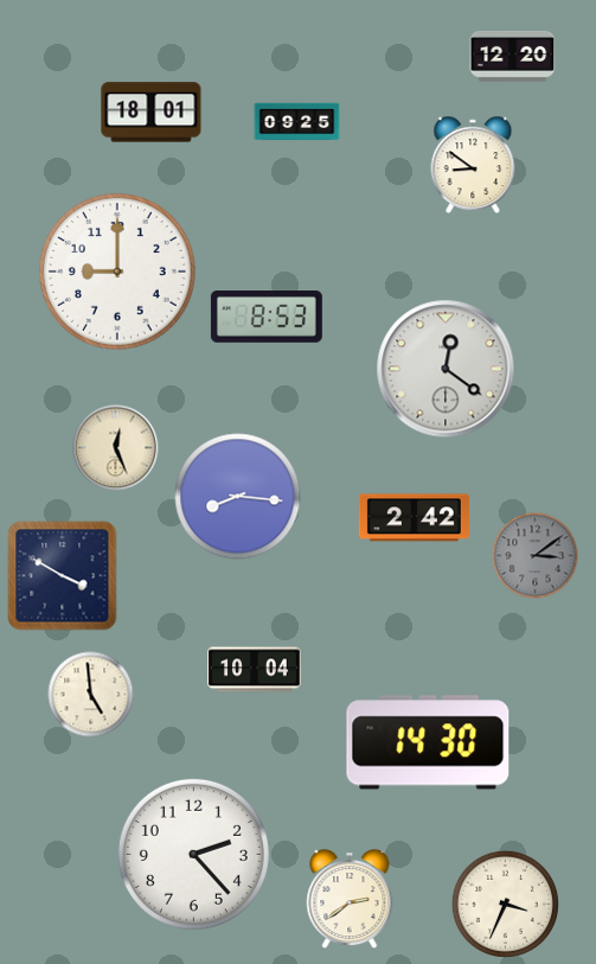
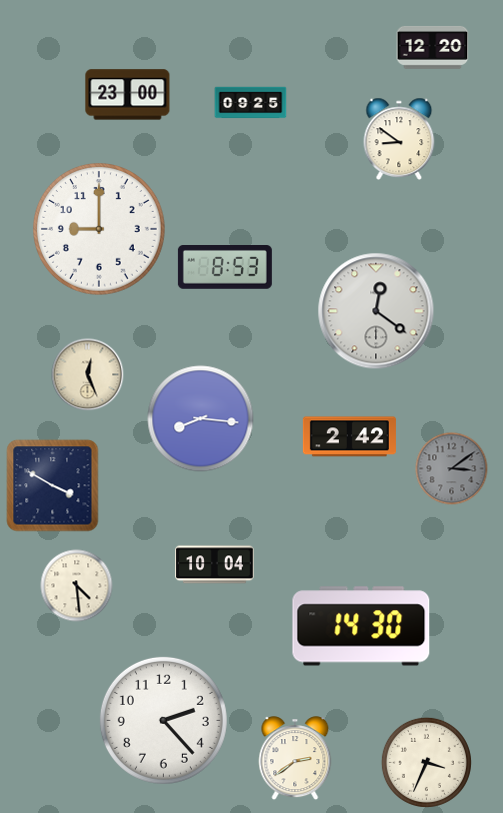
clock at (152, 113): 18:01 -> 23:00
clock at (116, 448) position: (116, 448) -> (88, 375)
clock at (91, 695): 4:59 -> 4:29
